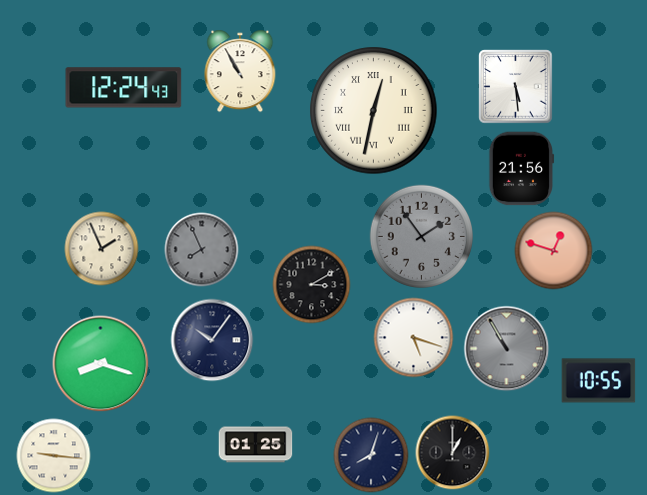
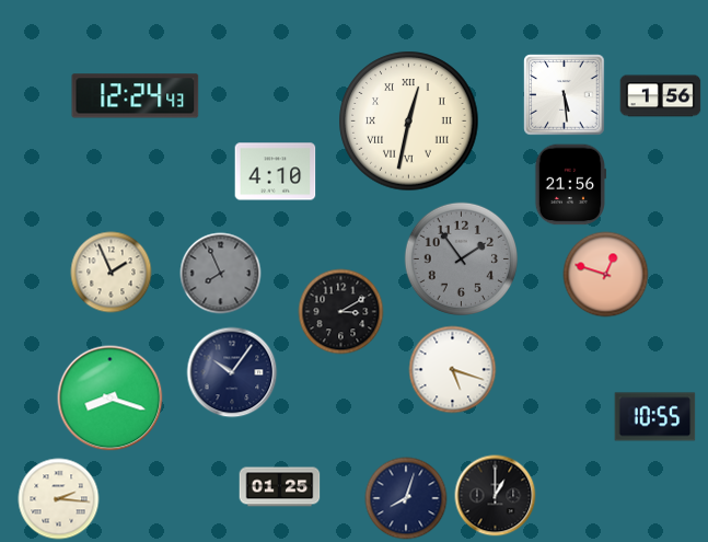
clock at (240, 71): 10:55 -> none
clock at (661, 96): none -> 1:56
clock at (276, 172): none -> 4:10
clock at (507, 349): 10:55 -> none
clock at (54, 456): 9:16 -> 2:16
